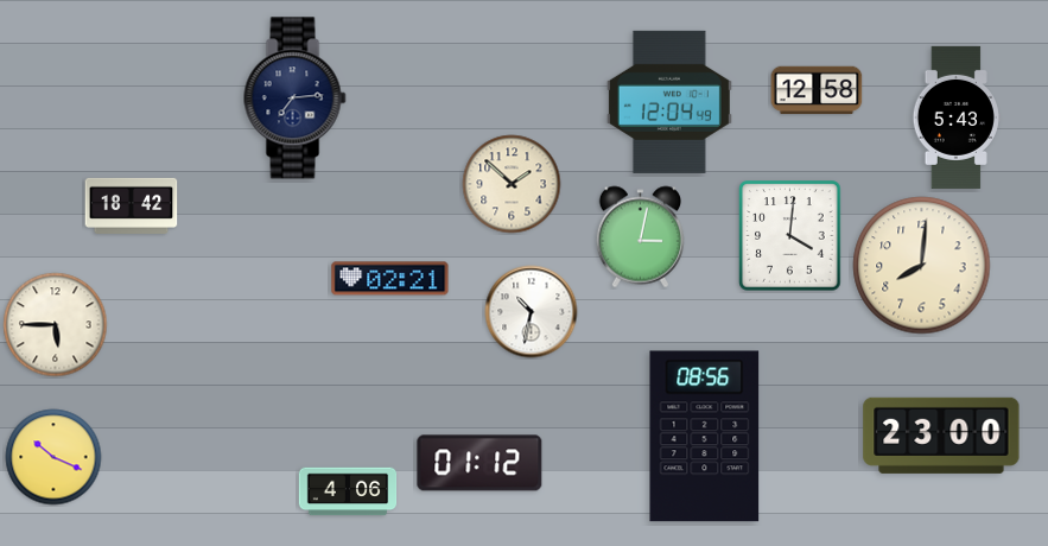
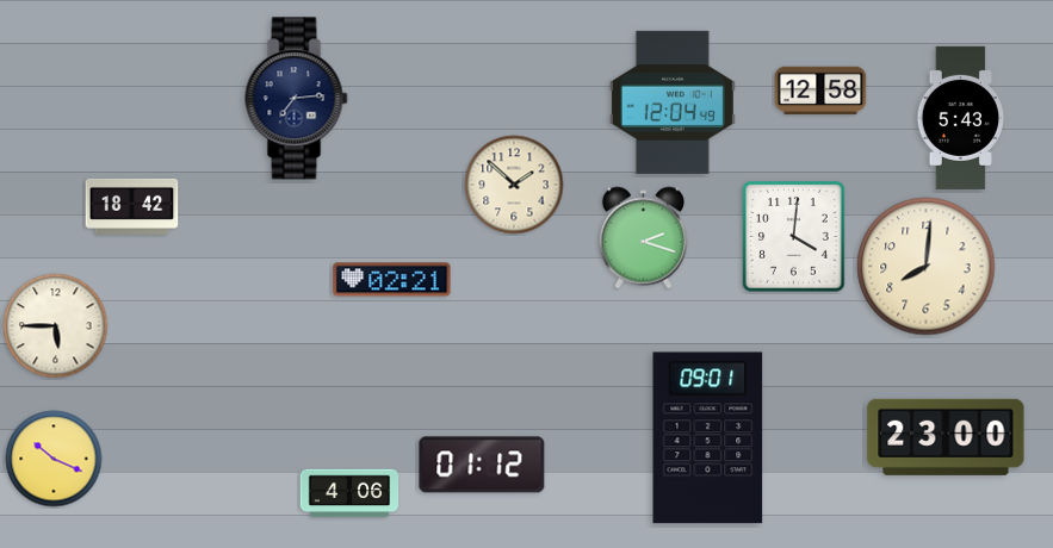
clock at (641, 237): 3:02 -> 2:18
clock at (532, 312): 10:32 -> none
clock at (705, 437): 08:56 -> 09:01
